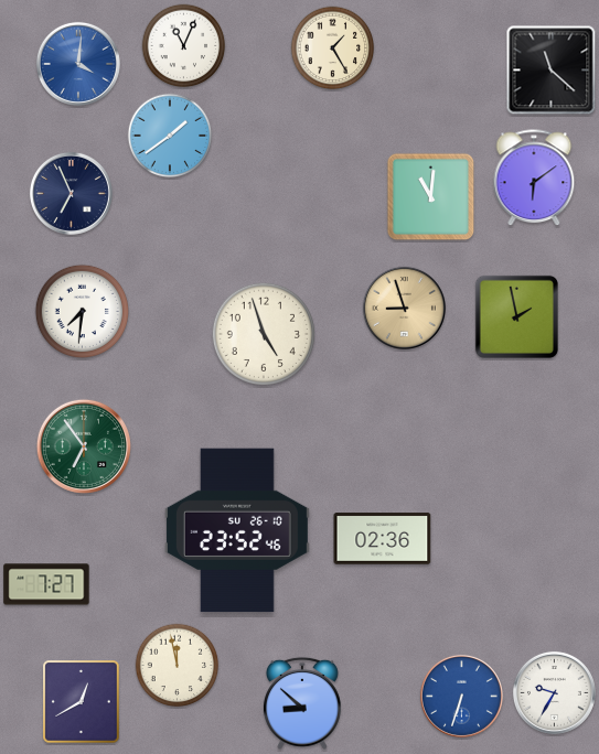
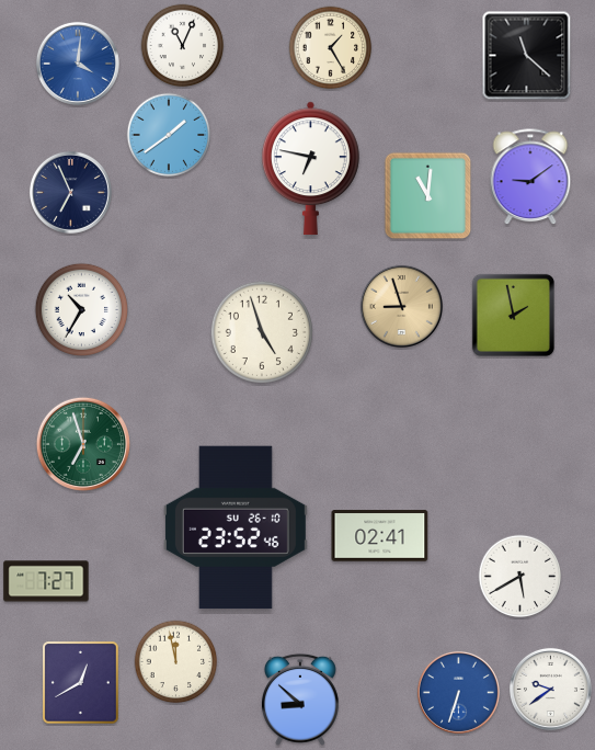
clock at (552, 71) position: (552, 71) -> (527, 56)
clock at (310, 169): none -> 6:47
clock at (534, 179): 6:09 -> 9:09
clock at (83, 312): 7:31 -> 10:35
clock at (84, 446): 6:54 -> 6:57
clock at (383, 539): 02:36 -> 02:41
clock at (520, 577): none -> 5:40
clock at (554, 692): 9:35 -> 9:39
clock at (82, 702) position: (82, 702) -> (81, 683)
